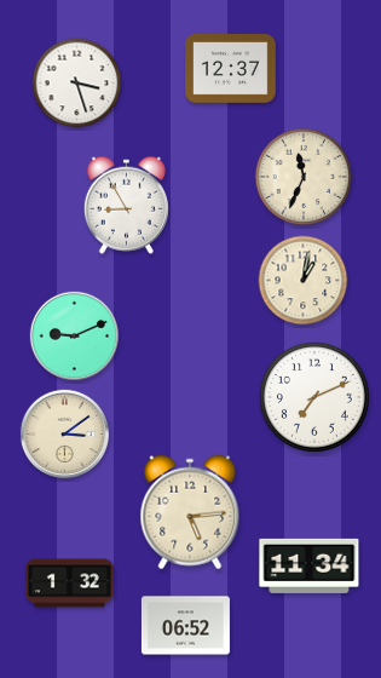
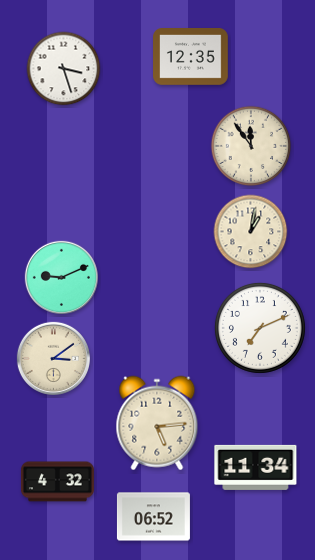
clock at (231, 69): 12:37 -> 12:35
clock at (304, 177): 11:34 -> 11:54
clock at (126, 205): 8:55 -> none
clock at (69, 584): 1:32 -> 4:32
